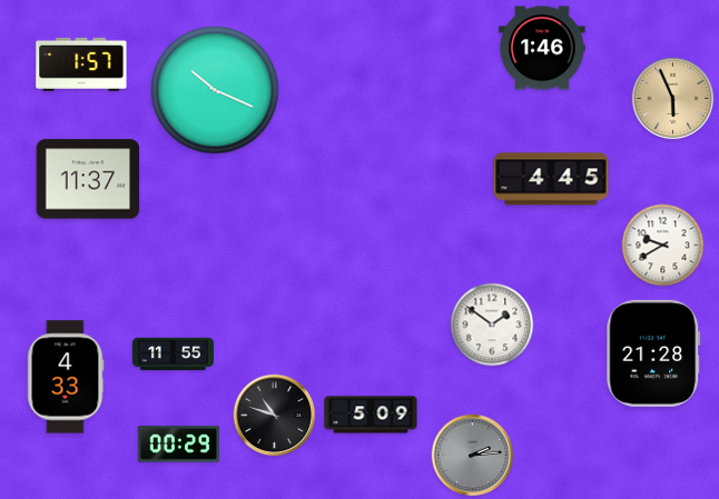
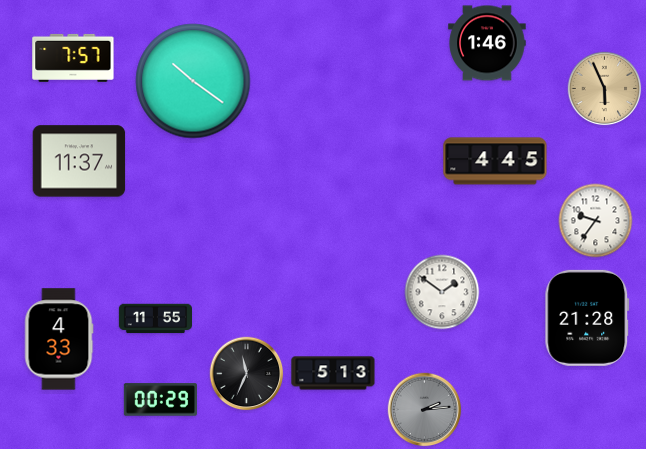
clock at (81, 64): 1:57 -> 7:57
clock at (215, 90): 10:19 -> 10:21
clock at (663, 246): 9:40 -> 9:36
clock at (371, 415): 5:09 -> 5:13
clock at (275, 416): 10:48 -> 11:34
